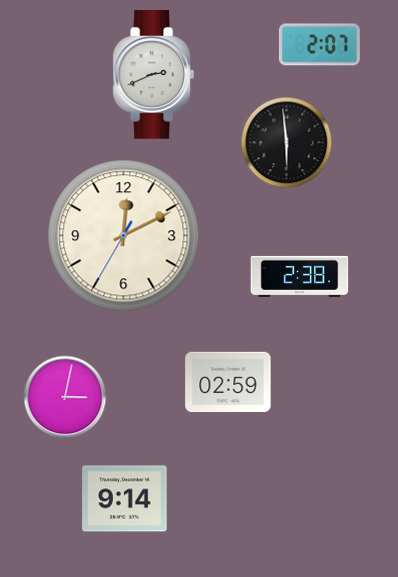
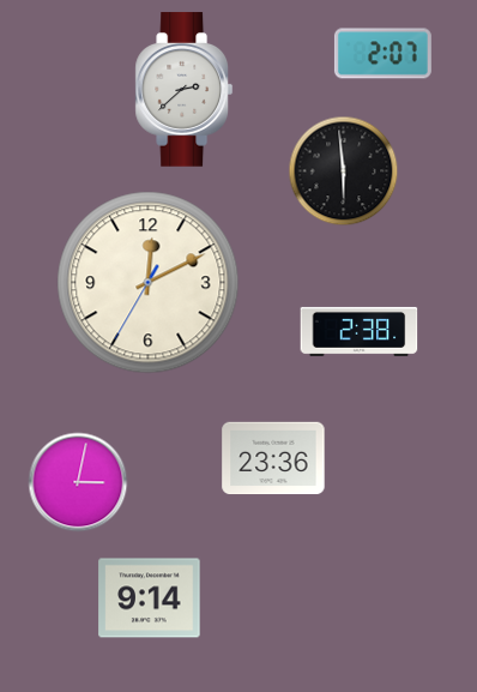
clock at (153, 75): 2:41 -> 2:38
clock at (228, 382): 02:59 -> 23:36
clock at (65, 397) position: (65, 397) -> (78, 482)
